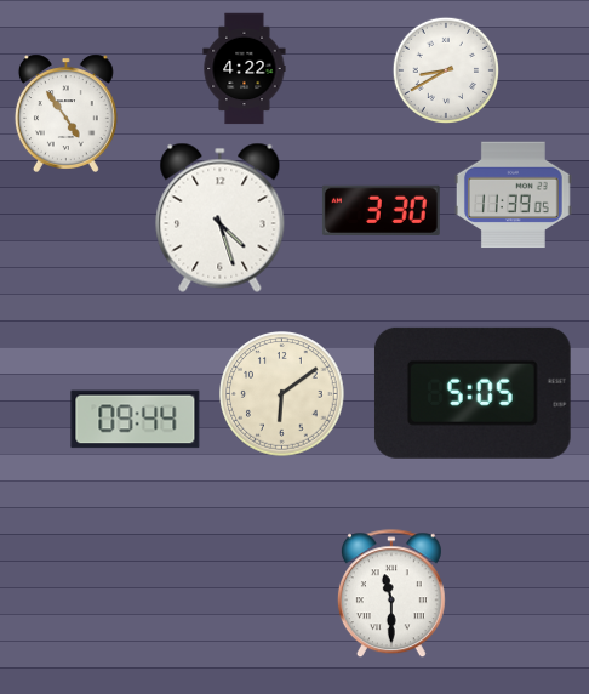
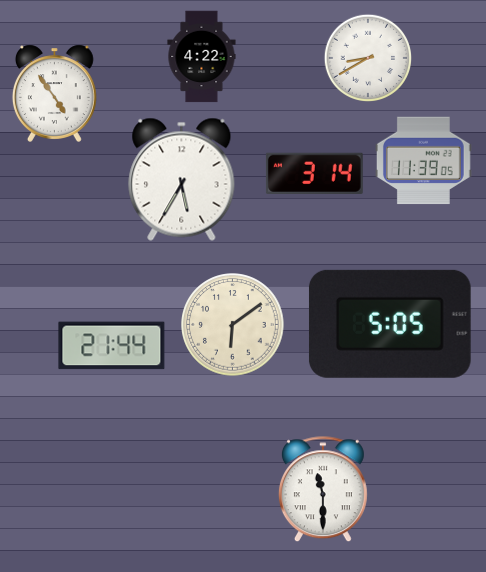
clock at (381, 210): 3:30 -> 3:14
clock at (221, 217): 4:27 -> 5:35
clock at (136, 420): 09:44 -> 21:44
